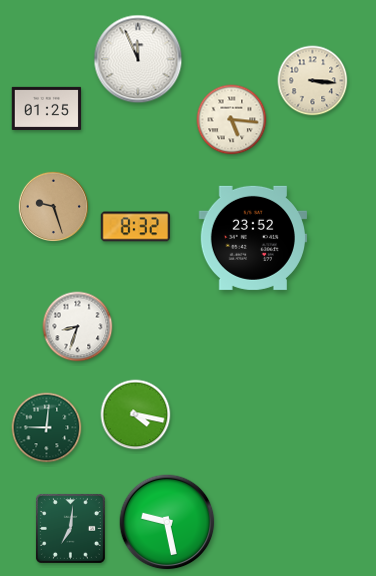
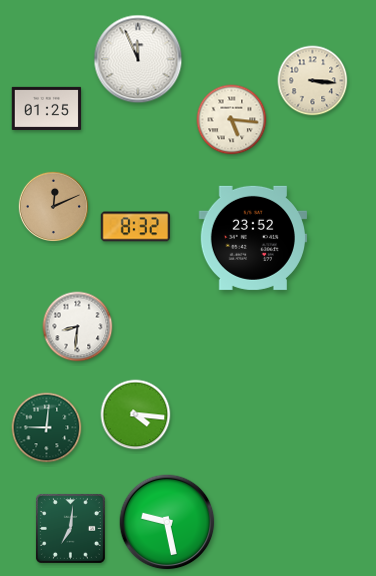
clock at (53, 206): 9:27 -> 12:11
clock at (78, 327): 8:33 -> 8:31
clock at (136, 415): 4:17 -> 4:16
